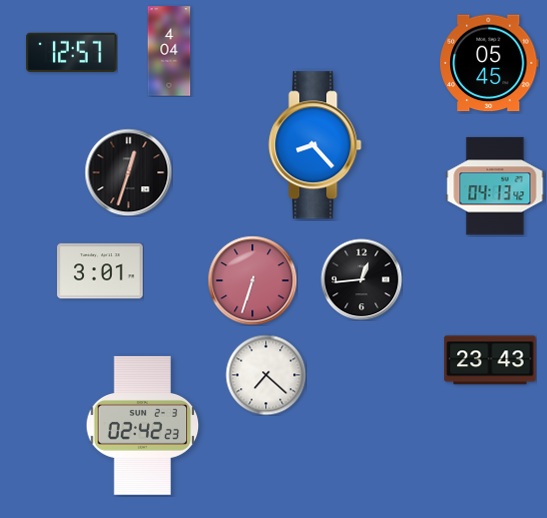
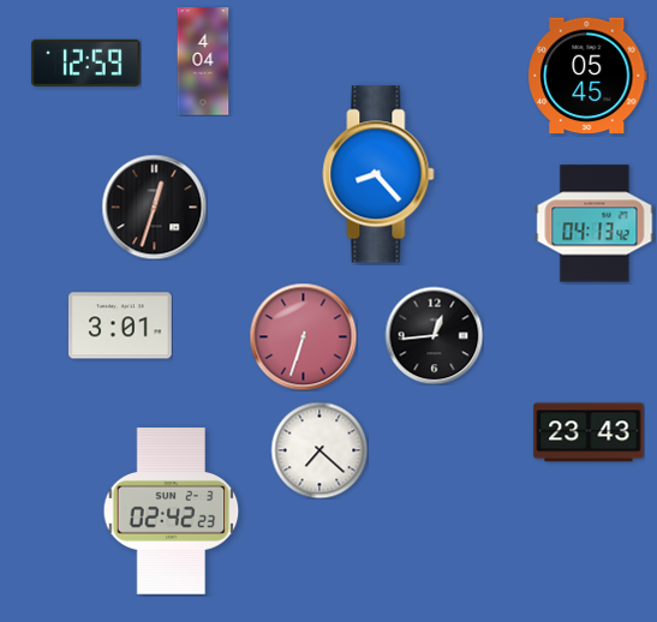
clock at (72, 52): 12:57 -> 12:59
